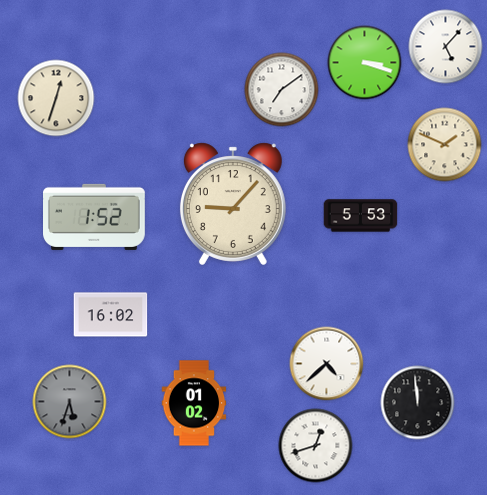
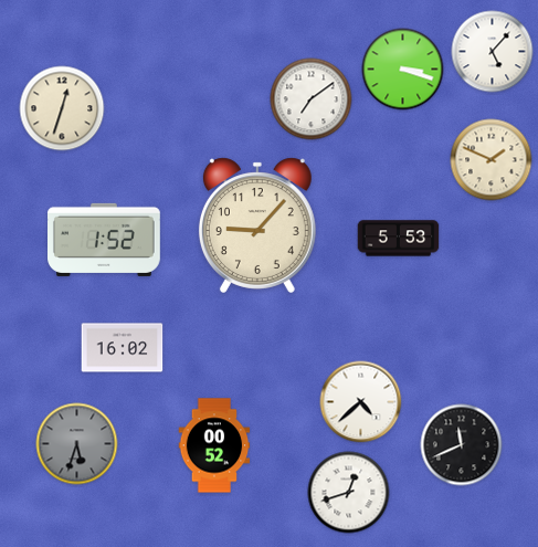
clock at (194, 403): 01:02 -> 00:52
clock at (418, 403): 11:59 -> 11:41
